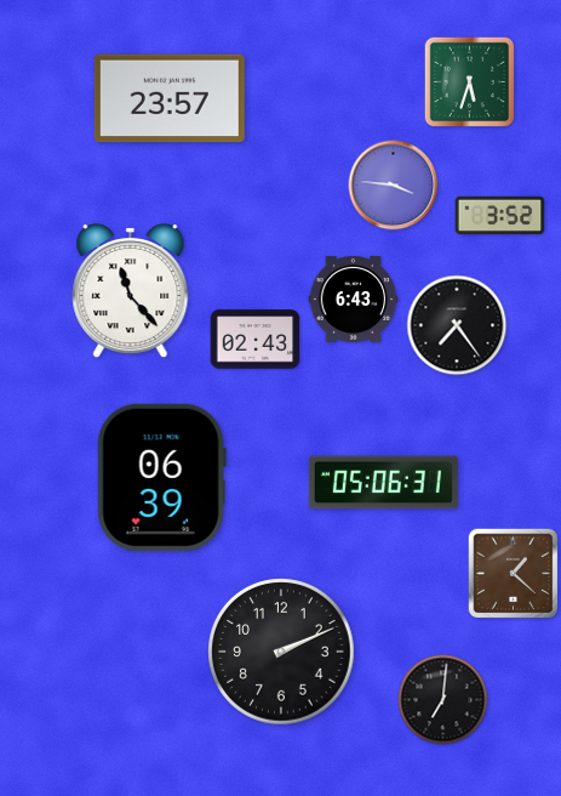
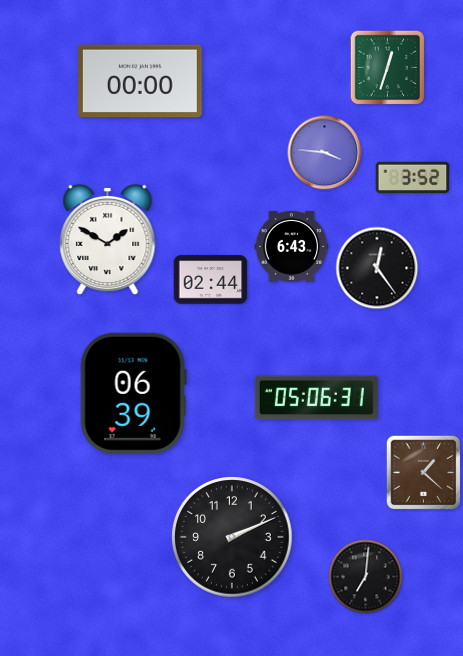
clock at (470, 83): 5:33 -> 12:33
clock at (170, 98): 23:57 -> 00:00
clock at (131, 291): 11:23 -> 1:50
clock at (457, 325): 7:24 -> 12:24
clock at (256, 340): 02:43 -> 02:44
